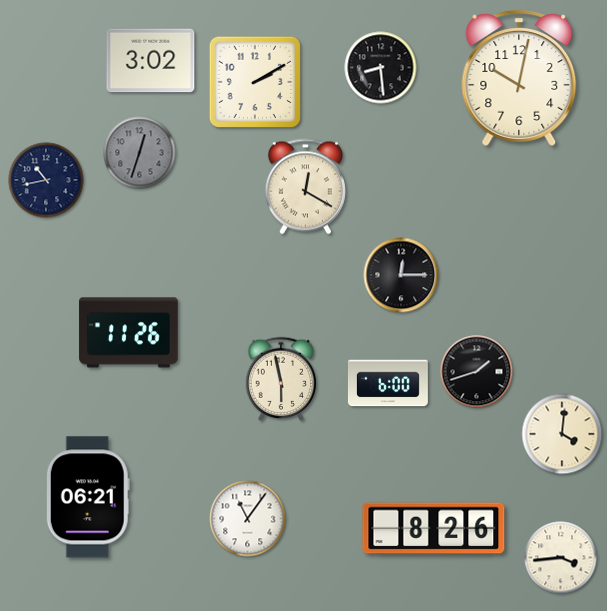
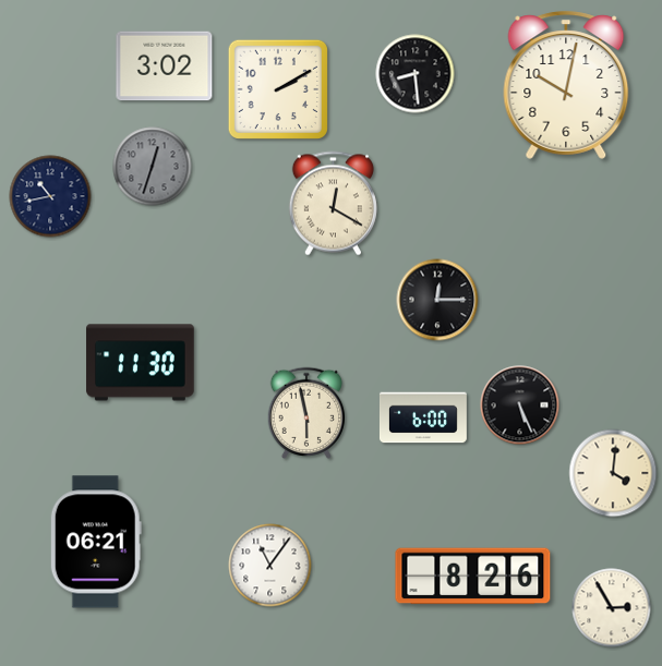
clock at (129, 333): 11:26 -> 11:30
clock at (477, 372): 1:42 -> 5:26
clock at (561, 558): 3:44 -> 2:55
